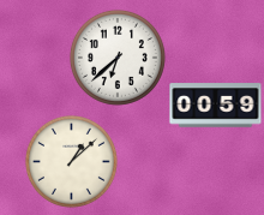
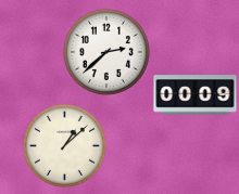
clock at (118, 58): 6:38 -> 2:38
clock at (216, 106): 00:59 -> 00:09
